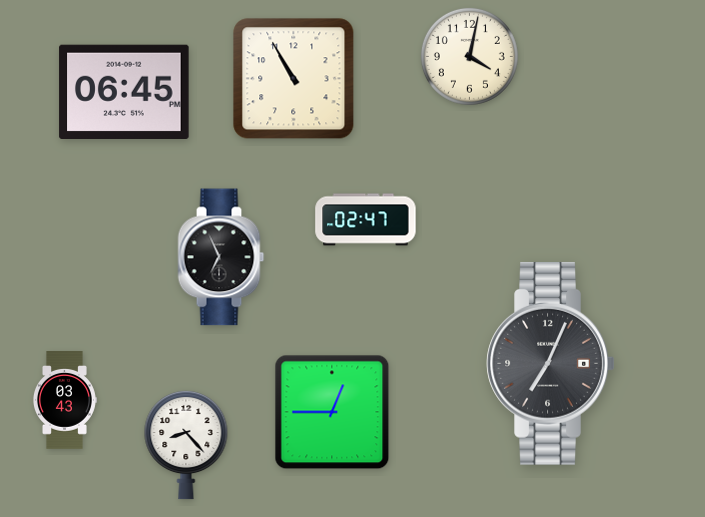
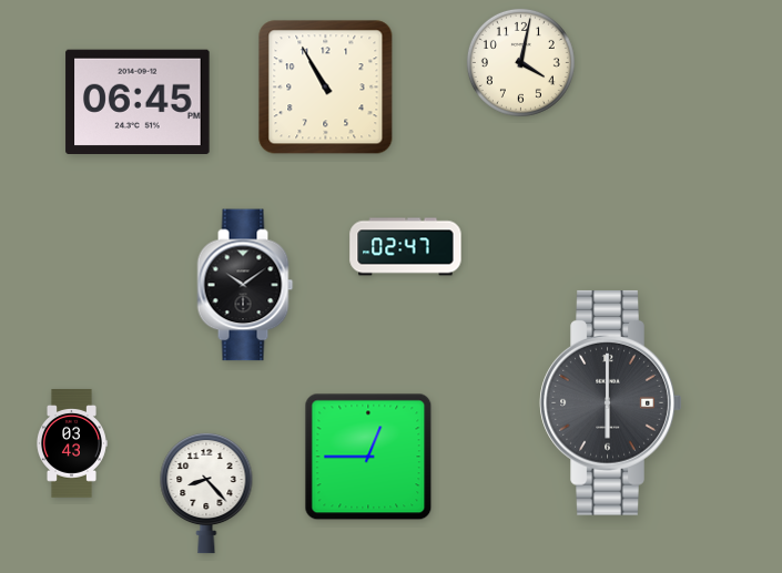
clock at (366, 220) position: (366, 220) -> (406, 247)
clock at (221, 257): 6:56 -> 10:09
clock at (551, 363): 7:04 -> 6:00
